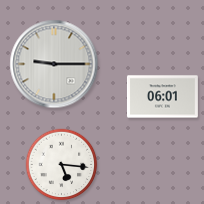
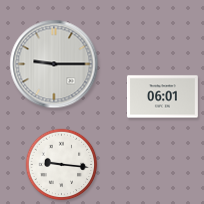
clock at (62, 165): 5:16 -> 9:16
